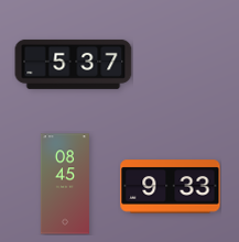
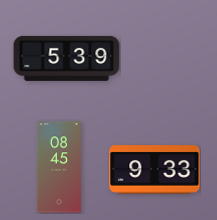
clock at (74, 64): 5:37 -> 5:39
